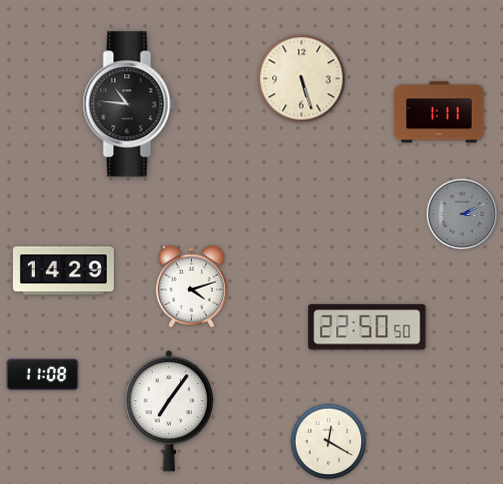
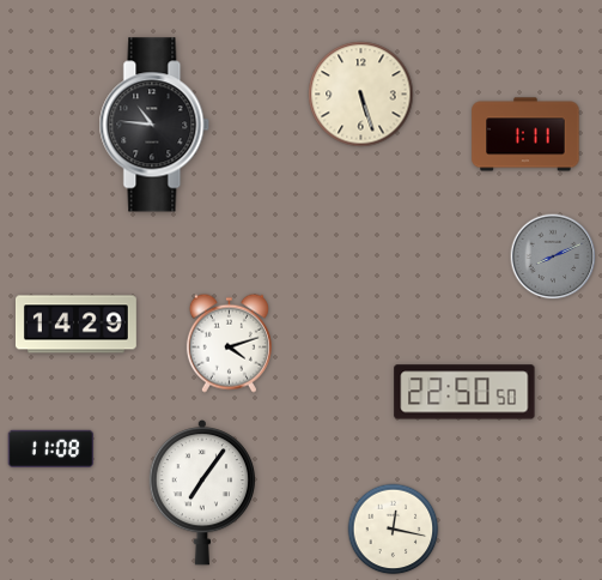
clock at (462, 214): 3:11 -> 8:11
clock at (367, 327) position: (367, 327) -> (464, 392)
clock at (329, 442): 12:20 -> 12:17
